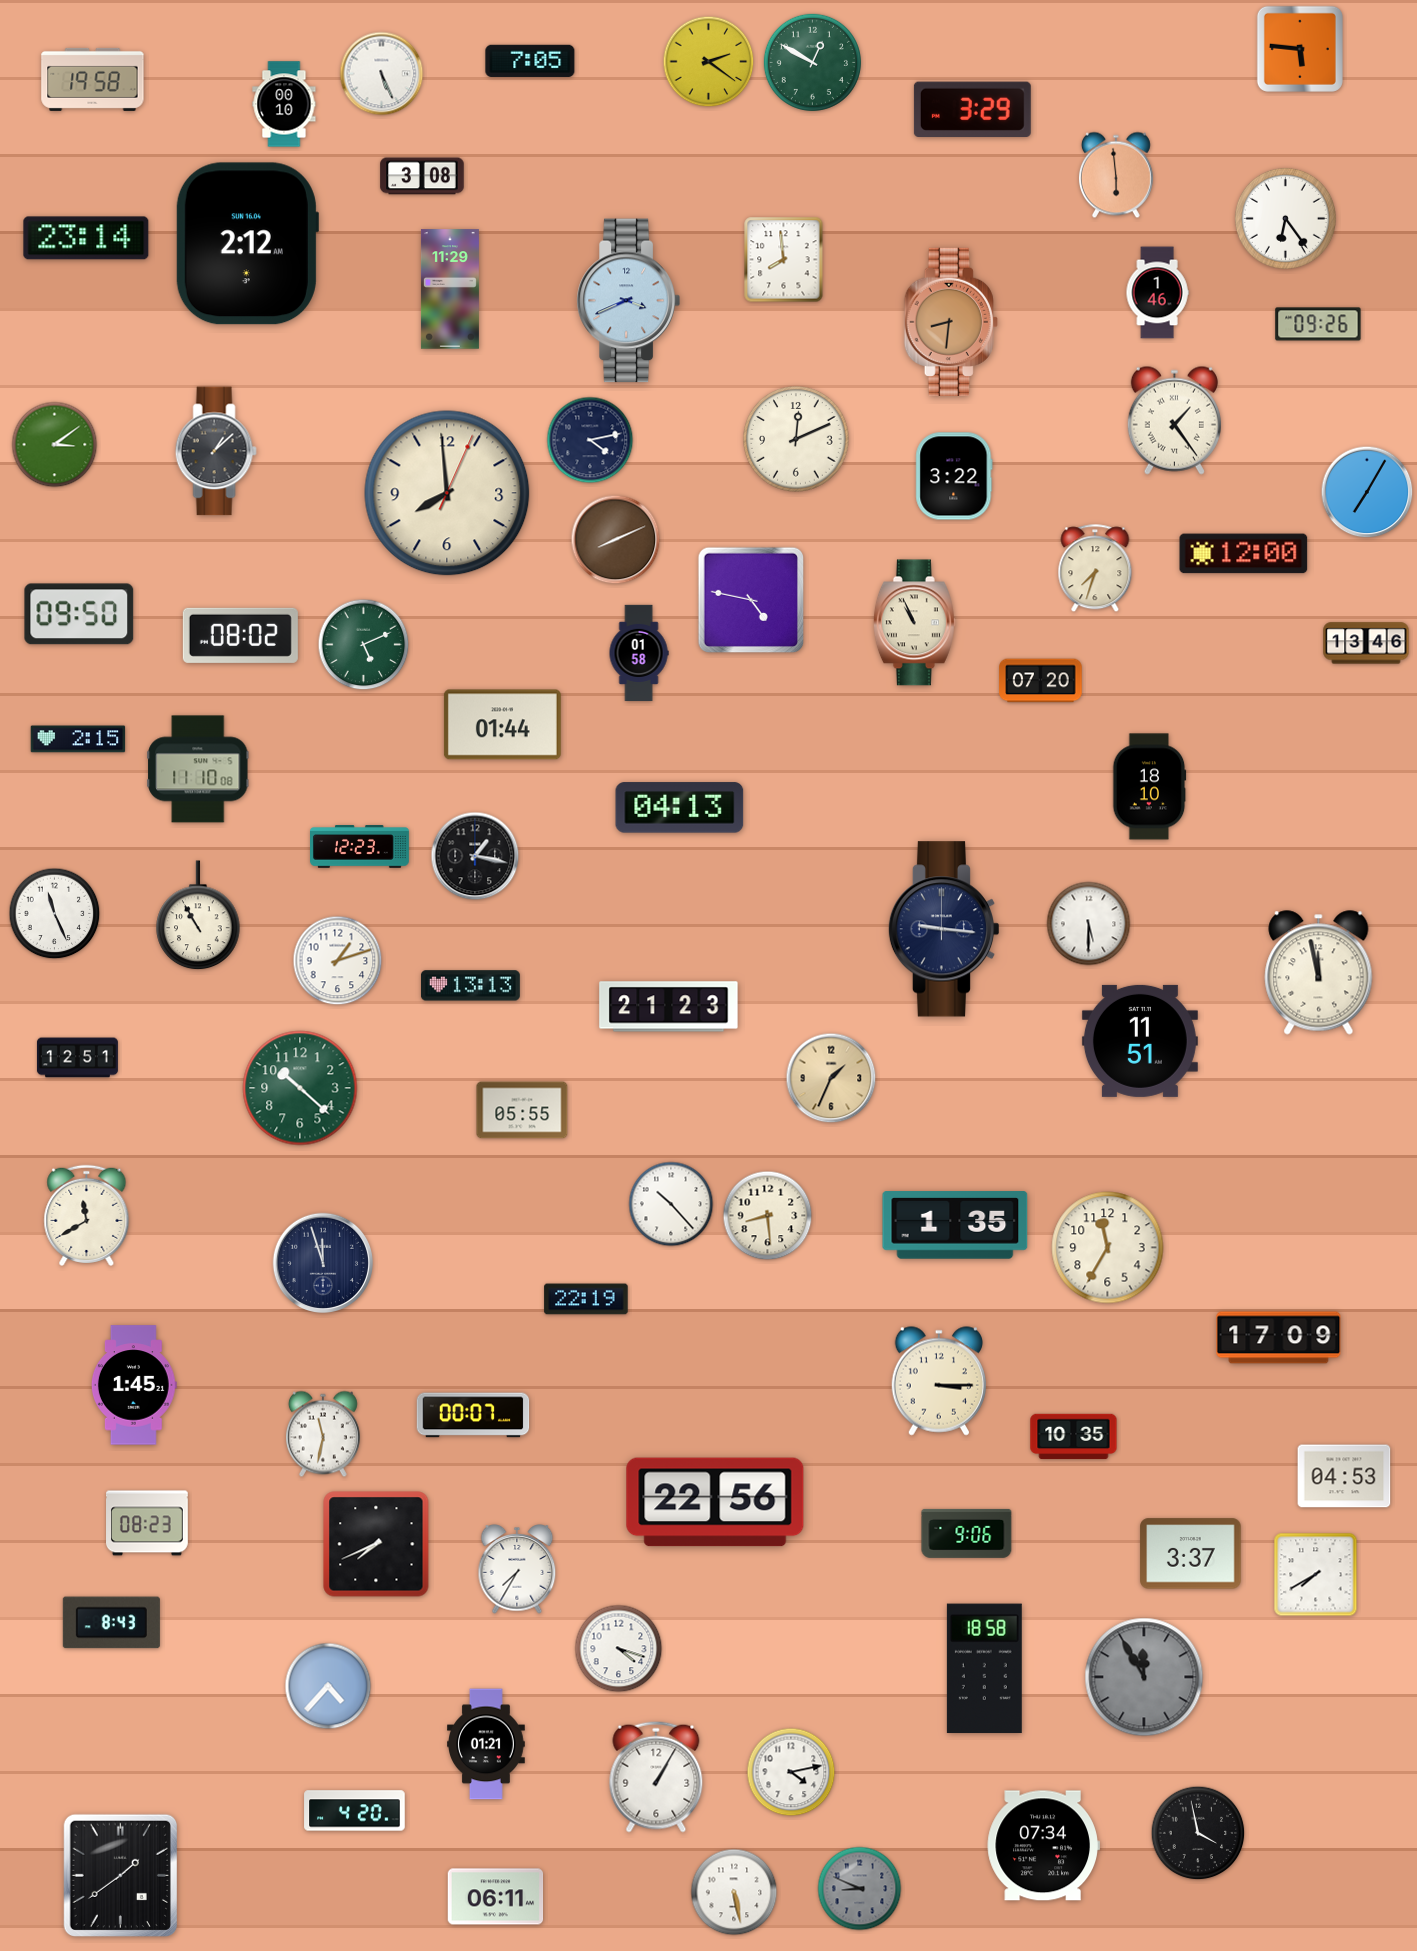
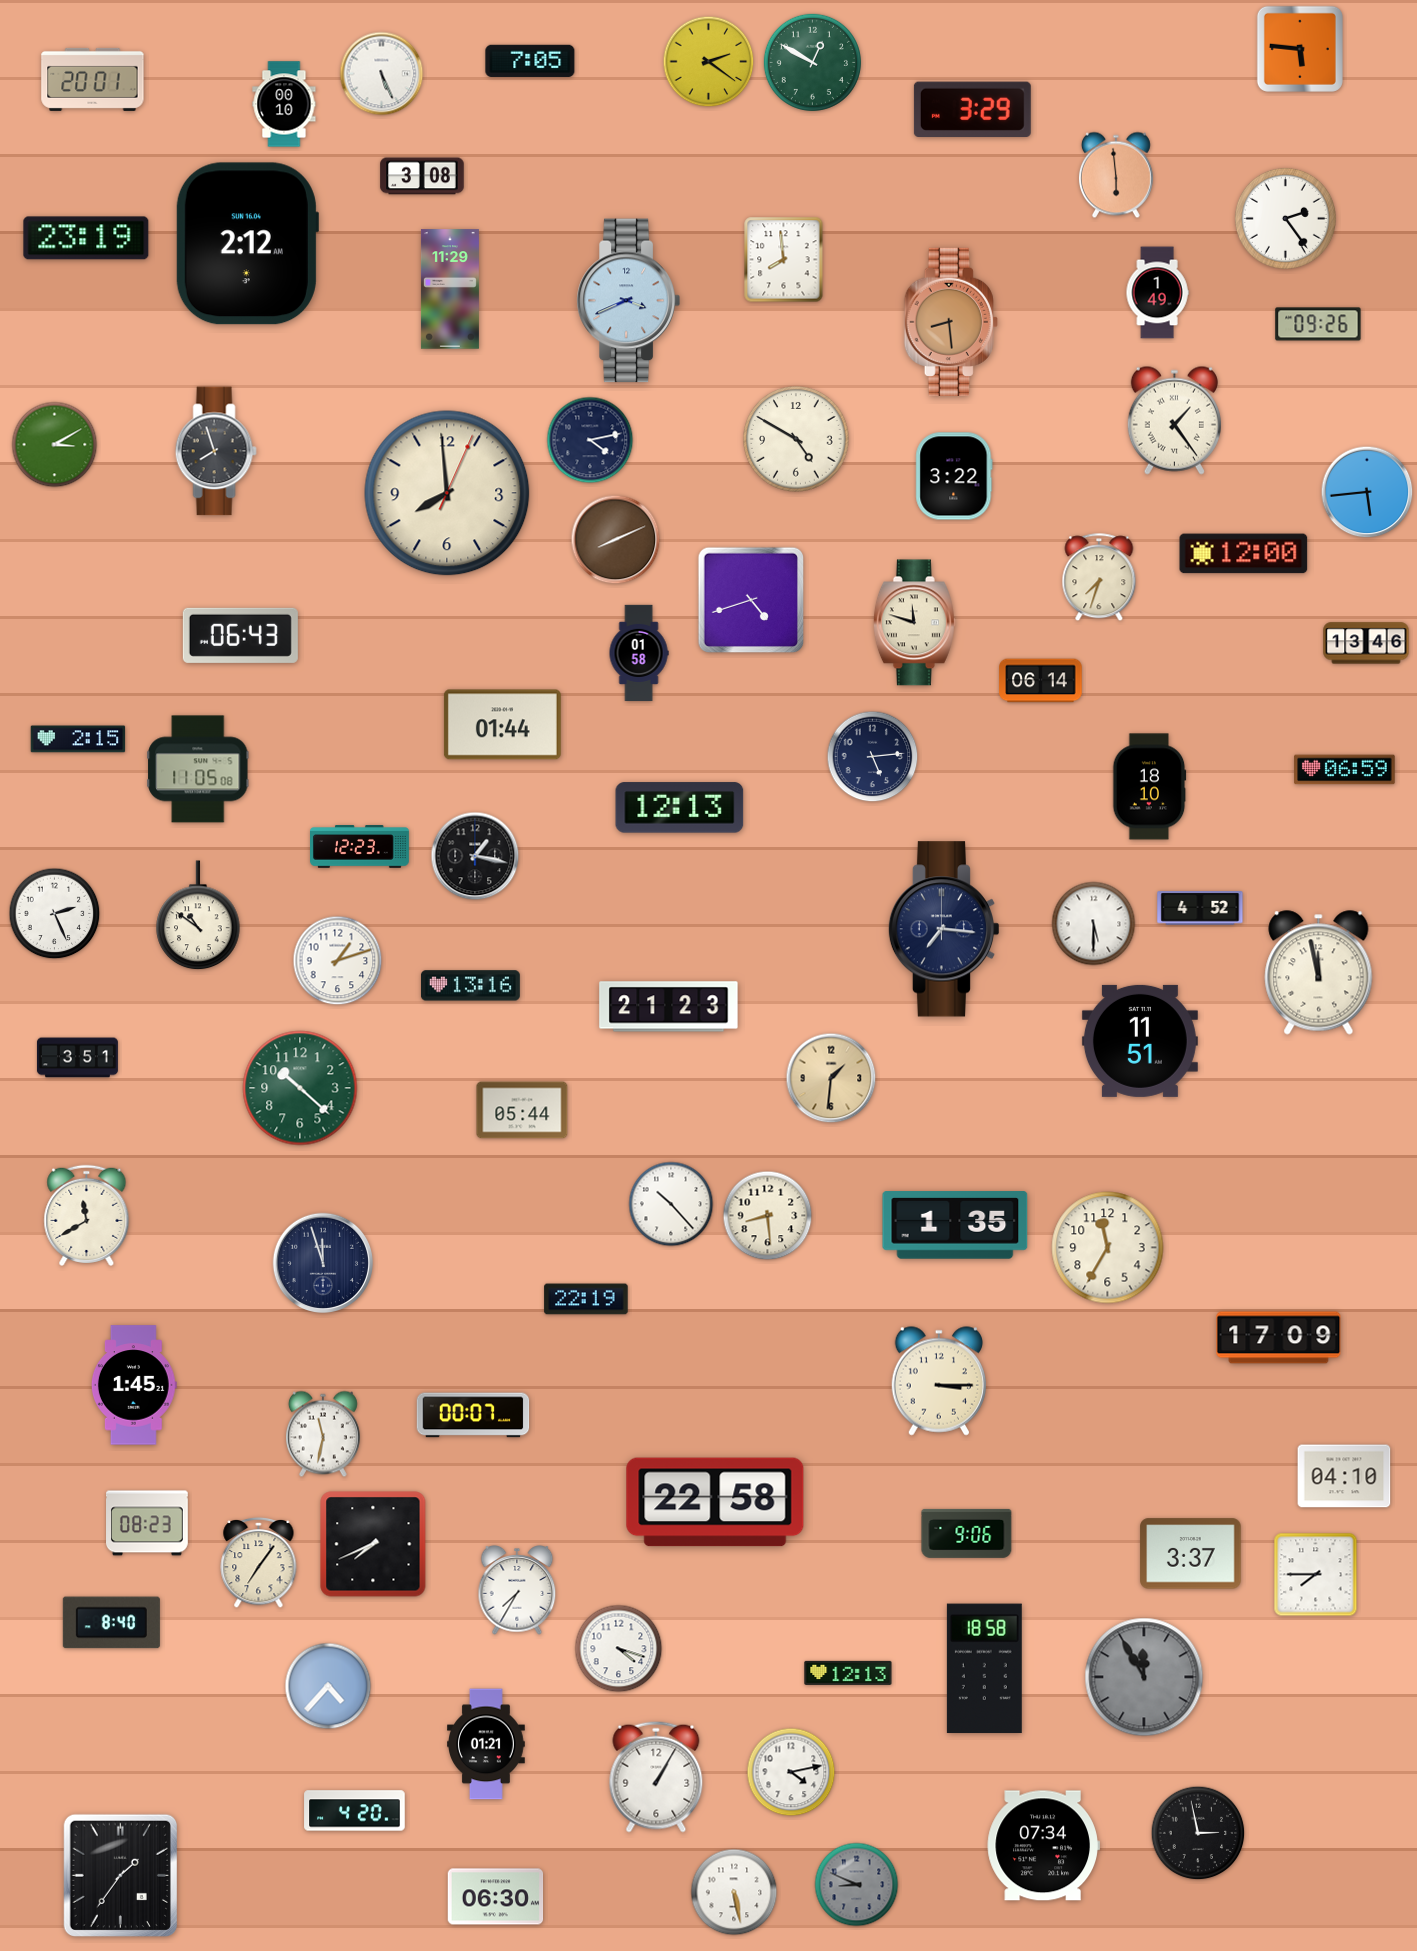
clock at (93, 79): 19:58 -> 20:01
clock at (1285, 218): 6:24 -> 2:24
clock at (86, 238): 23:14 -> 23:19
clock at (1157, 293): 1:46 -> 1:49
clock at (951, 321): 8:31 -> 8:29
clock at (796, 439): 12:11 -> 4:50
clock at (55, 445): 3:09 -> 3:10
clock at (216, 451): 1:08 -> 7:57
clock at (1367, 492): 7:05 -> 5:44
clock at (1095, 569) position: (1095, 569) -> (1099, 578)
clock at (751, 600): 4:47 -> 4:42
clock at (79, 614): 09:50 -> none
clock at (914, 623): 10:56 -> 11:48
clock at (240, 635): 08:02 -> 06:43
clock at (364, 645): 5:11 -> none
clock at (1041, 681): 07:20 -> 06:14
clock at (873, 757): none -> 5:14
clock at (198, 769): 11:10 -> 11:05
clock at (1345, 770): none -> 06:59
clock at (680, 808): 04:13 -> 12:13
clock at (1200, 908): none -> 4:52
clock at (55, 914): 11:26 -> 2:26
clock at (198, 916): 10:55 -> 10:51
clock at (1089, 924) position: (1089, 924) -> (1094, 924)
clock at (944, 929): 9:16 -> 7:16
clock at (470, 986): 13:13 -> 13:16
clock at (78, 1058): 12:51 -> 3:51
clock at (831, 1078): 1:34 -> 1:31
clock at (522, 1110): 05:55 -> 05:44
clock at (1074, 1437): 10:35 -> none
clock at (1344, 1476): 04:53 -> 04:10
clock at (715, 1502): 22:56 -> 22:58
clock at (376, 1544) position: (376, 1544) -> (373, 1544)
clock at (259, 1562): none -> 7:06
clock at (517, 1569) position: (517, 1569) -> (517, 1590)
clock at (1316, 1575): 7:40 -> 7:45
clock at (111, 1623): 8:43 -> 8:40
clock at (848, 1673): none -> 12:13
clock at (1198, 1833): 3:58 -> 2:58
clock at (120, 1875): 1:39 -> 1:36
clock at (860, 1889) position: (860, 1889) -> (857, 1885)
clock at (496, 1897): 06:11 -> 06:30
